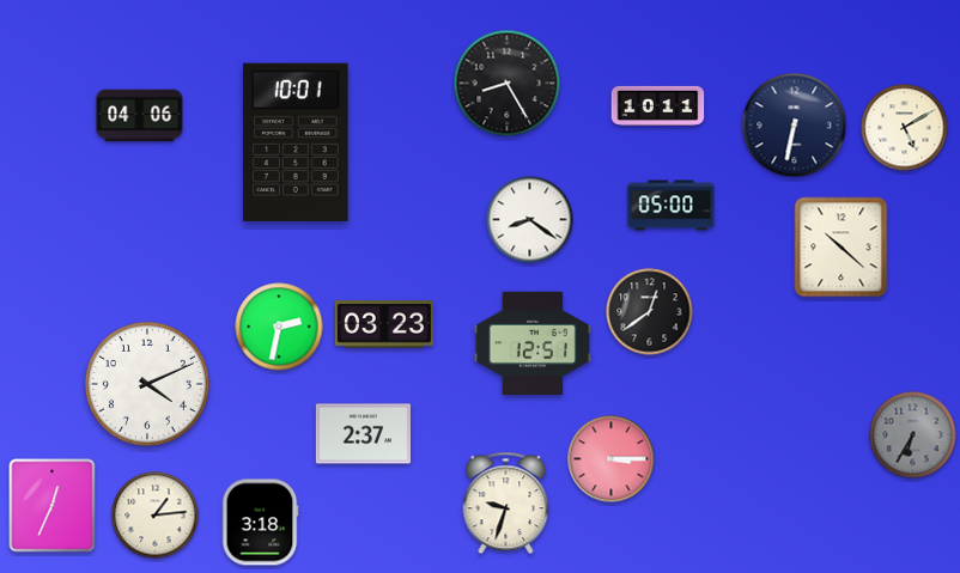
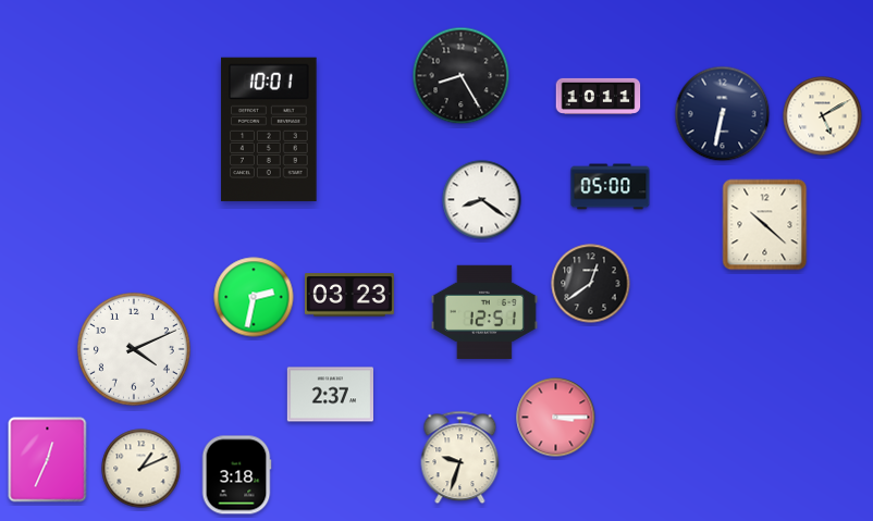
clock at (140, 116): 04:06 -> none
clock at (913, 435): 6:35 -> none
clock at (156, 516): 1:14 -> 1:11
